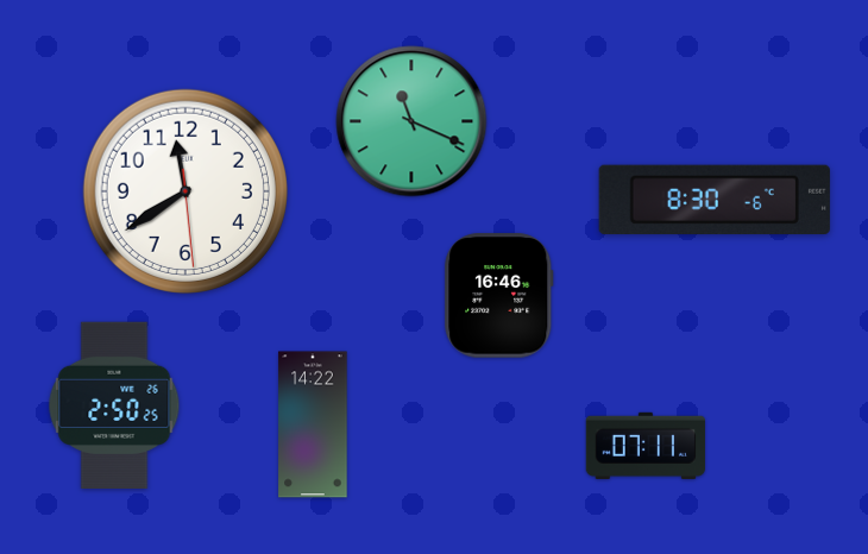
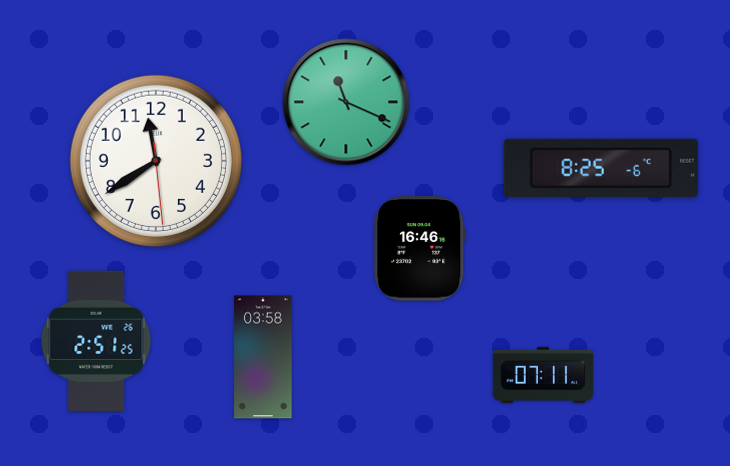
clock at (715, 200): 8:30 -> 8:25
clock at (114, 404): 2:50 -> 2:51
clock at (313, 424): 14:22 -> 03:58
